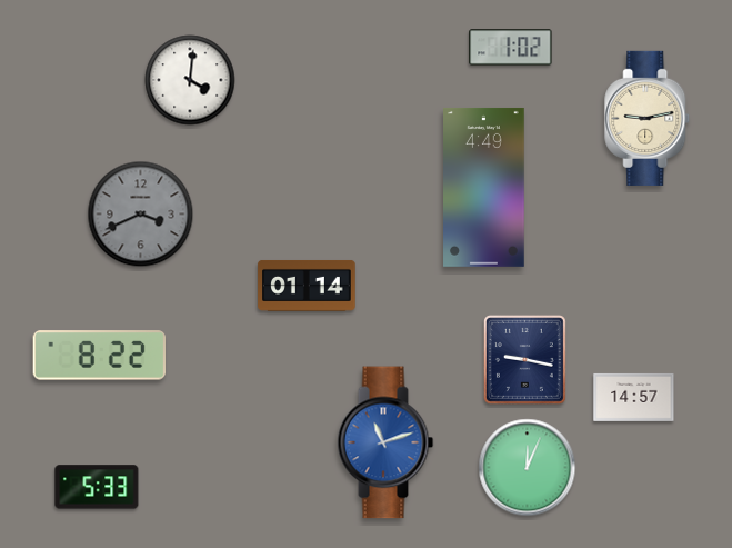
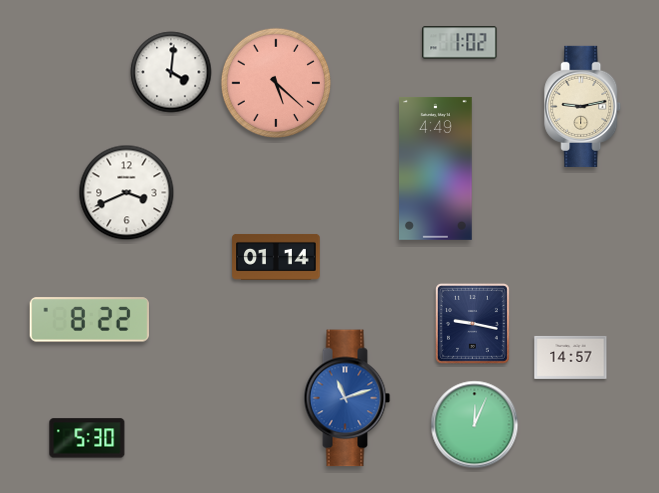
clock at (276, 83): none -> 5:22
clock at (141, 215) dial: grey -> white
clock at (528, 468) position: (528, 468) -> (475, 425)
clock at (97, 487): 5:33 -> 5:30
